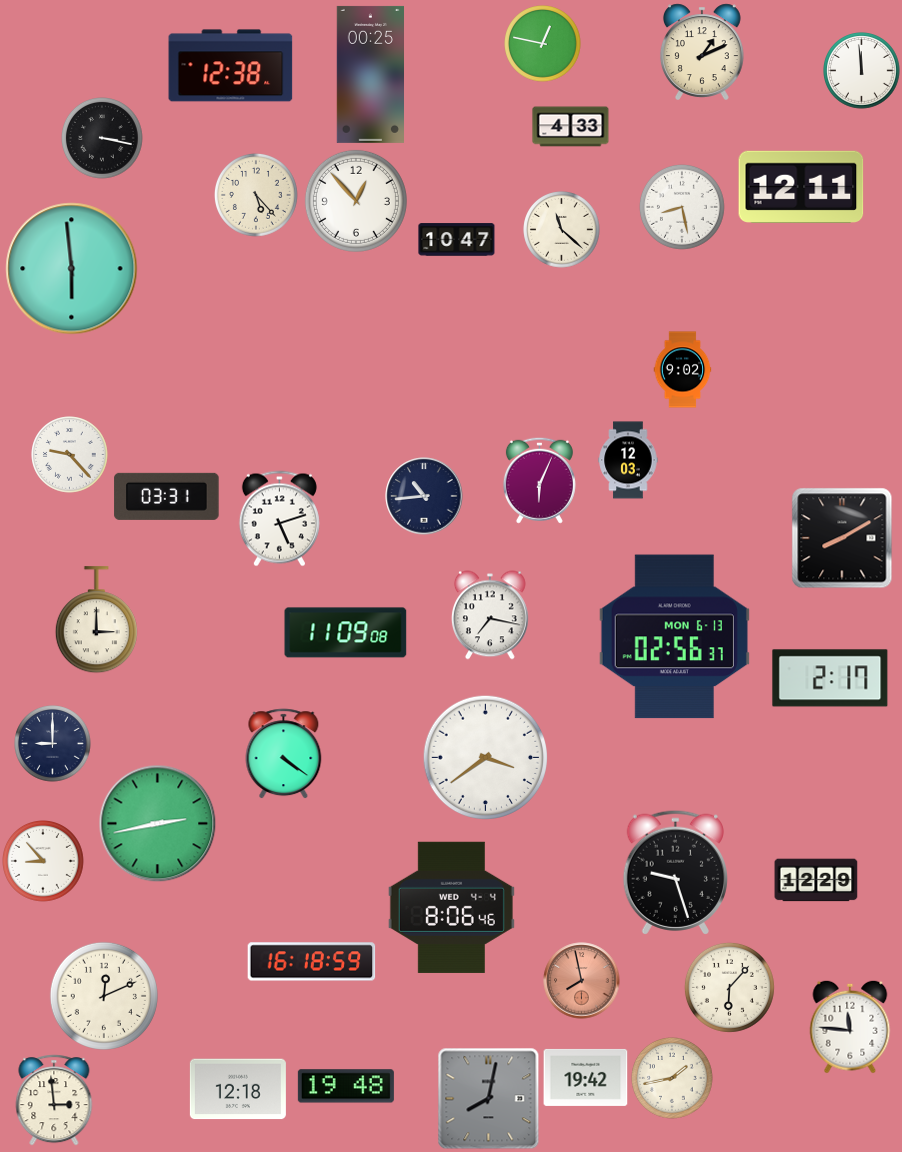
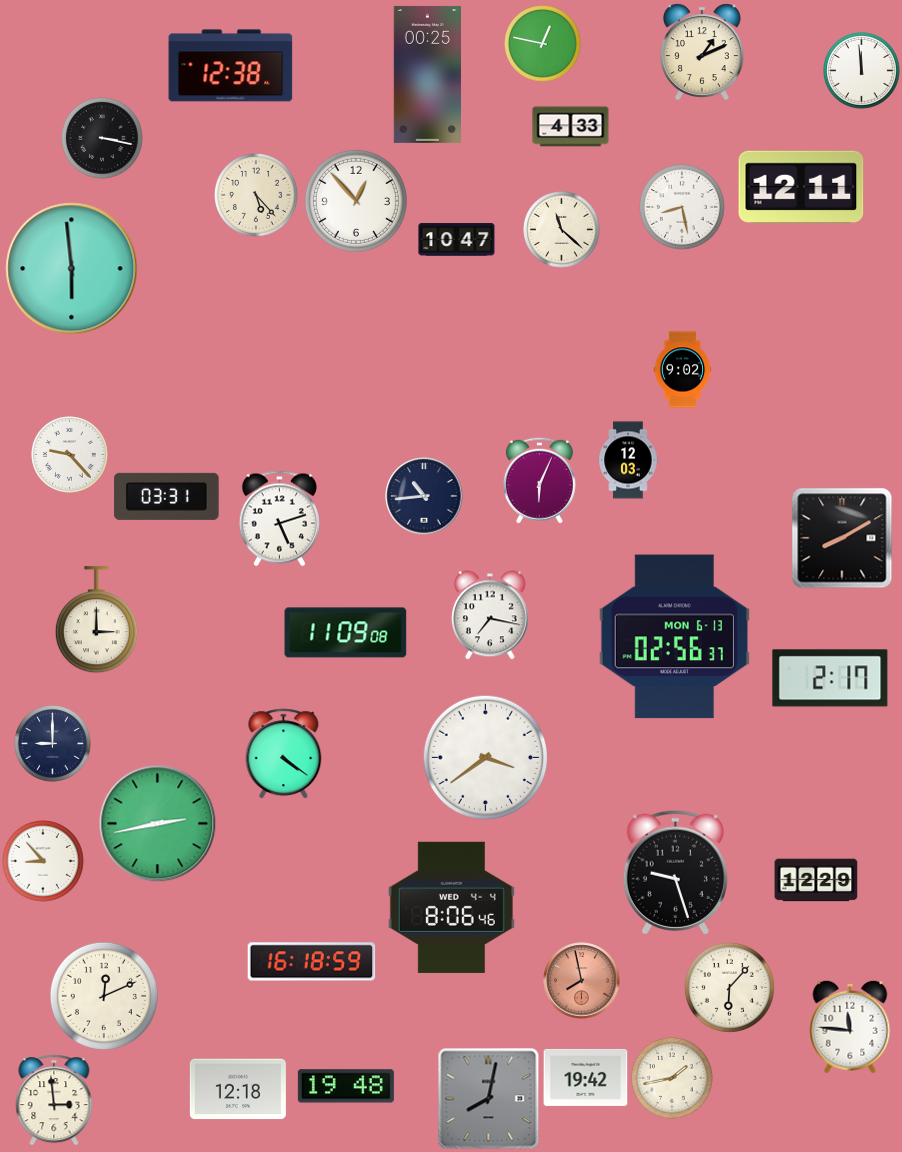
clock at (370, 74) position: (370, 74) -> (427, 74)
